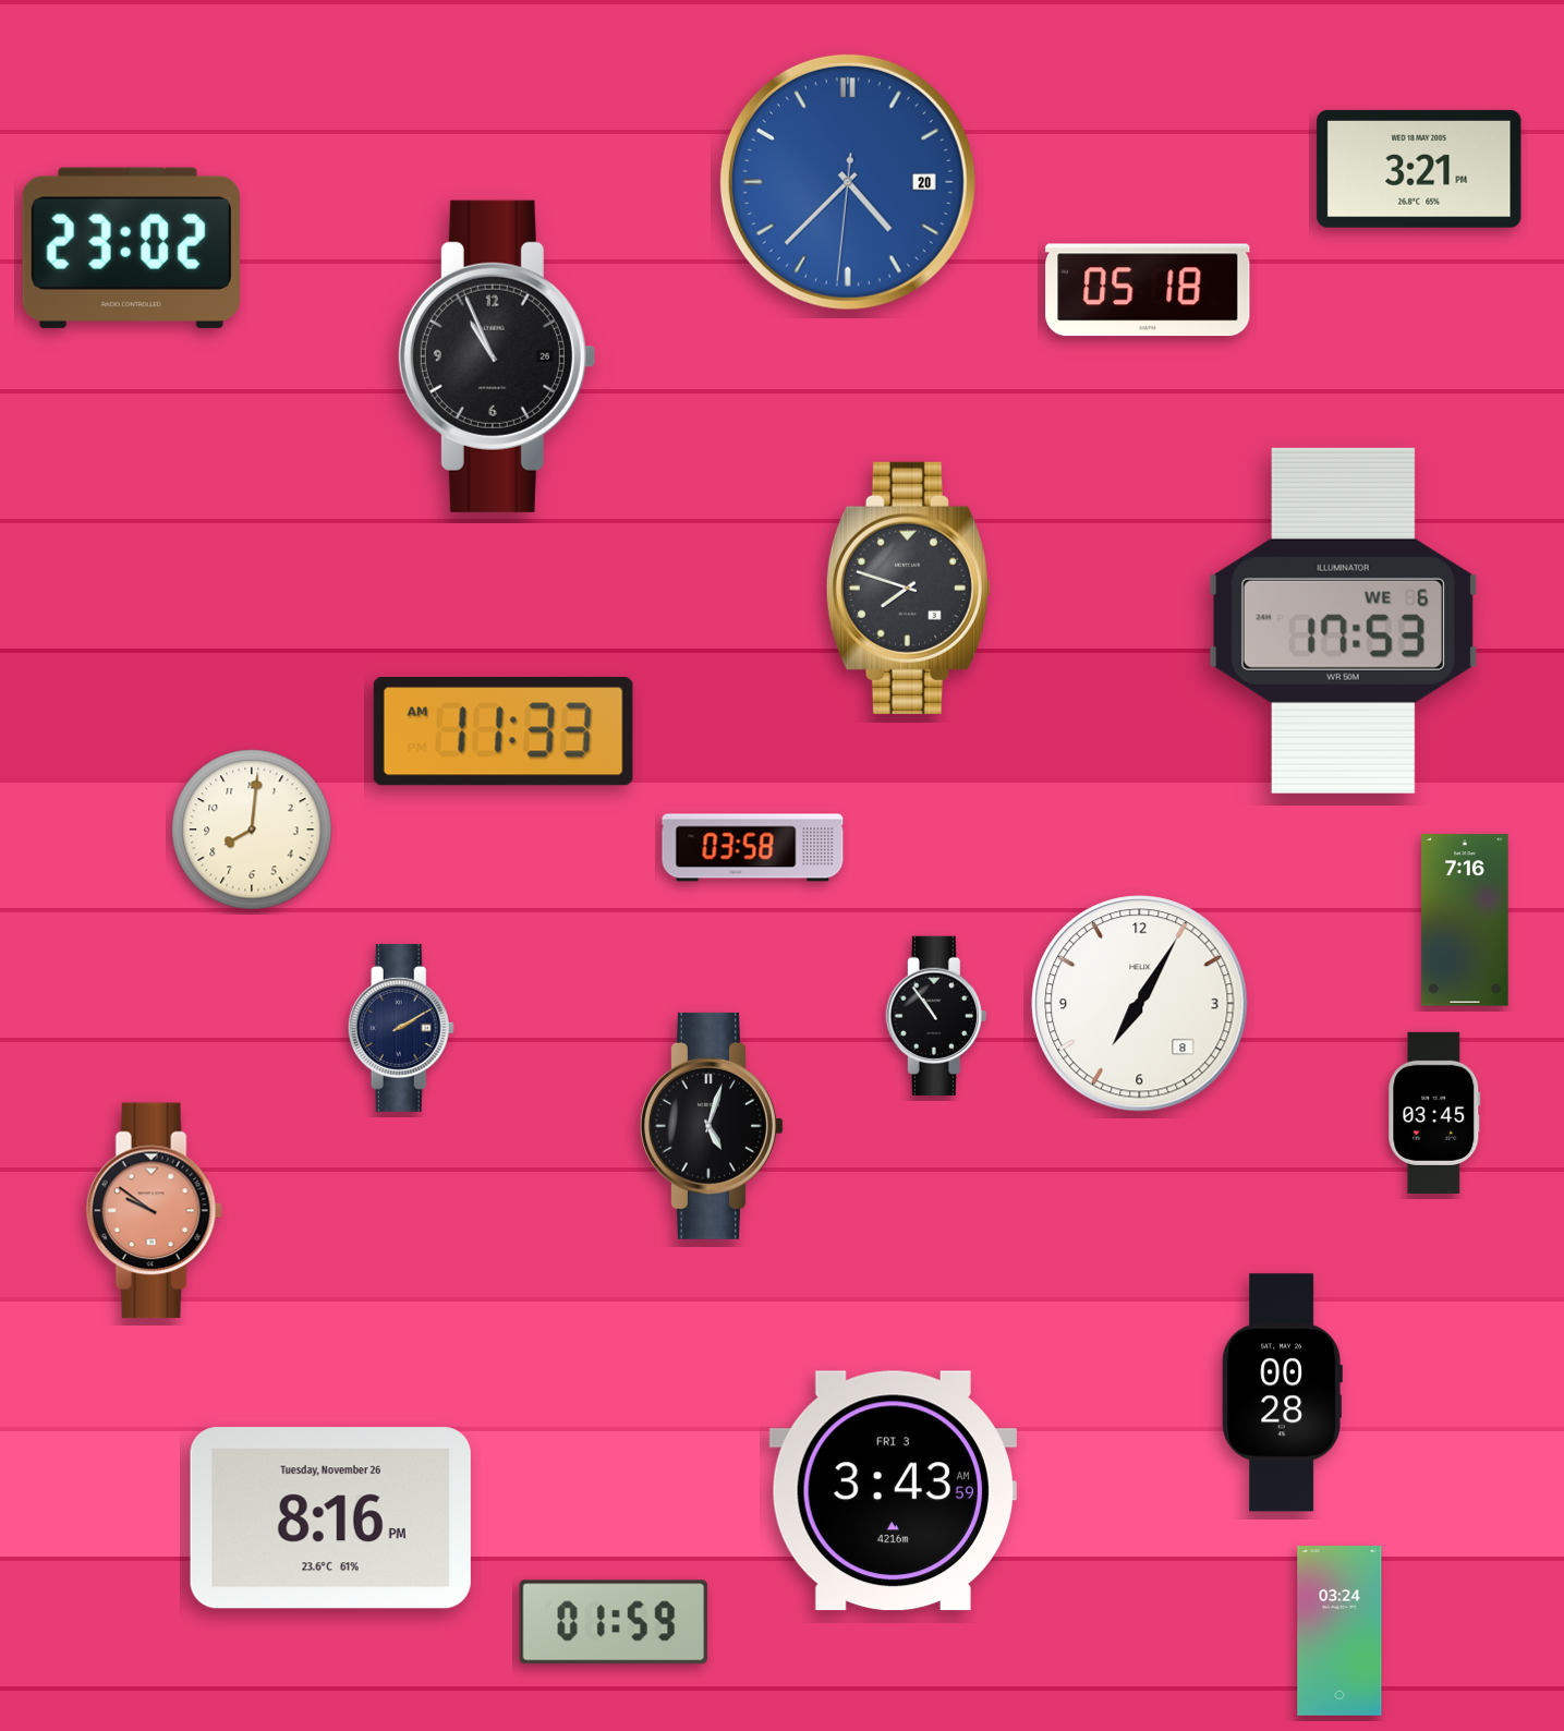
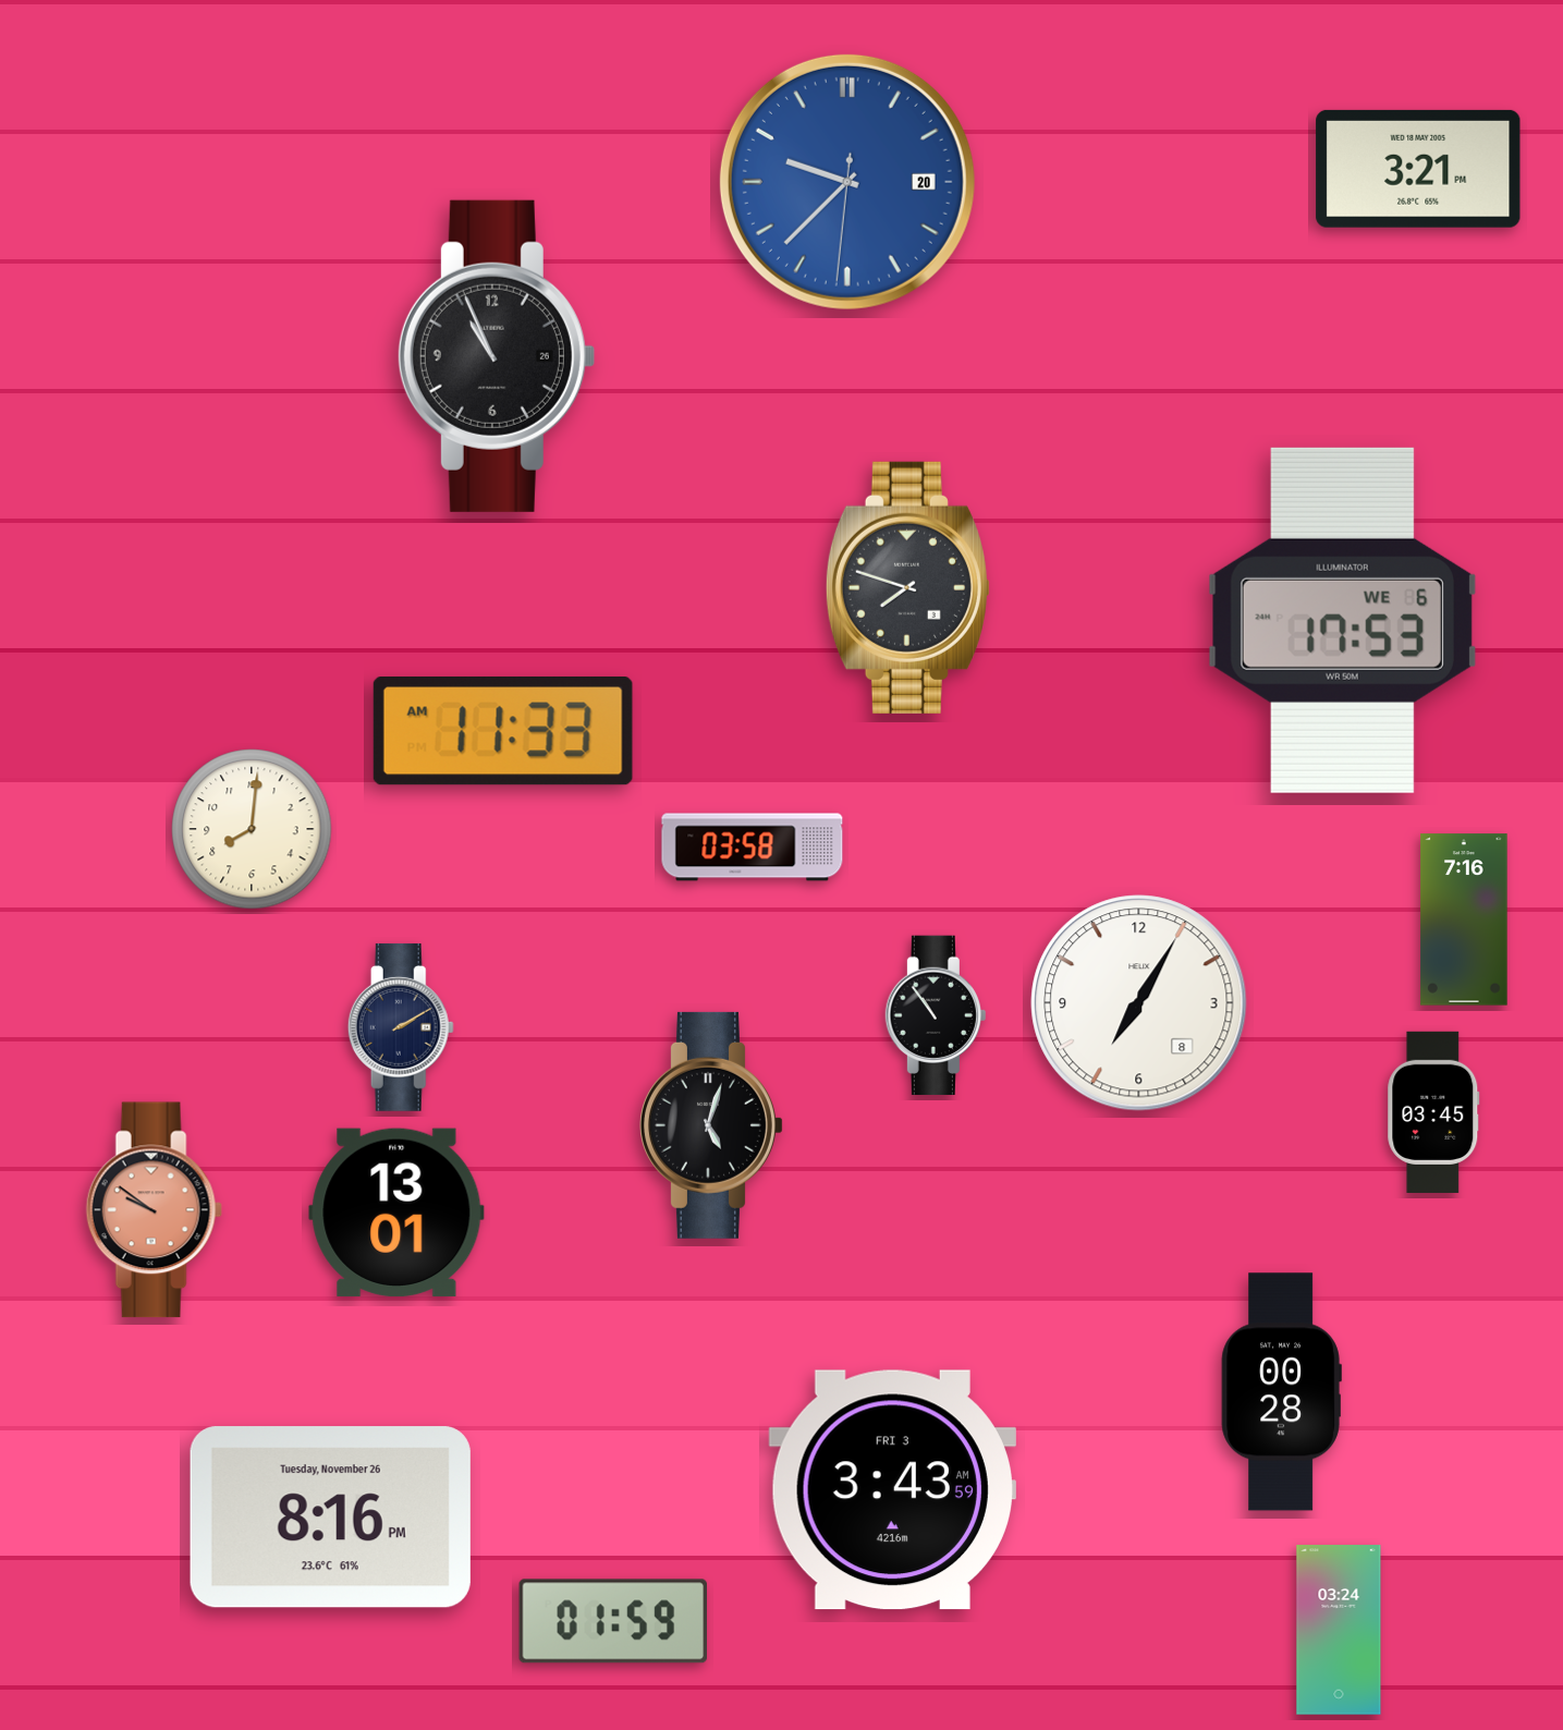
clock at (848, 182): 4:37 -> 9:37
clock at (131, 247): 23:02 -> none
clock at (1148, 290): 05:18 -> none
clock at (396, 1213): none -> 13:01
